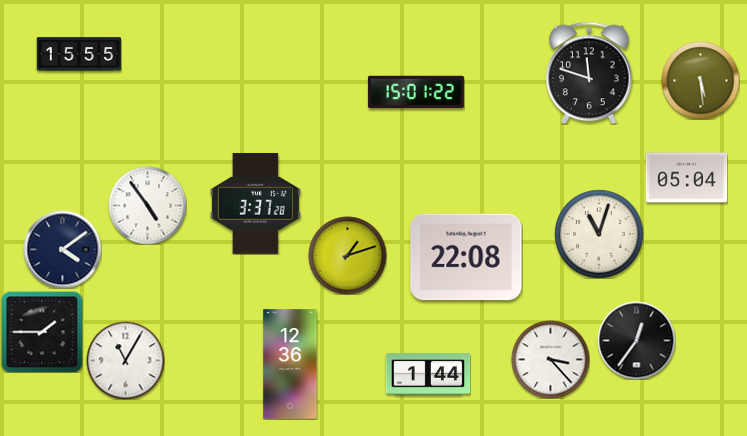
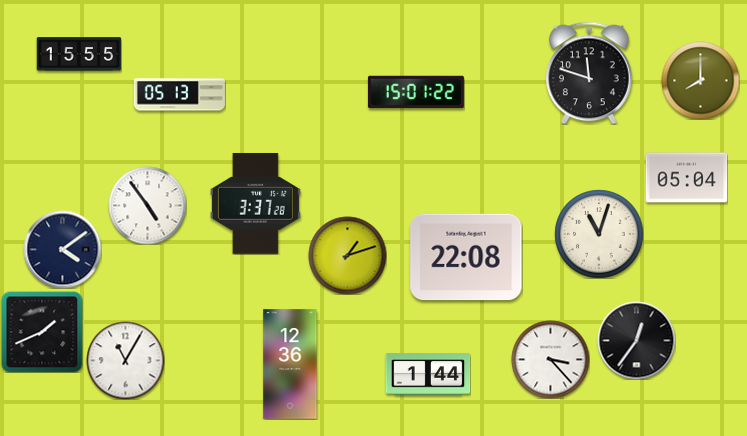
clock at (700, 80): 5:29 -> 8:00
clock at (179, 95): none -> 05:13
clock at (42, 332): 1:45 -> 1:41
